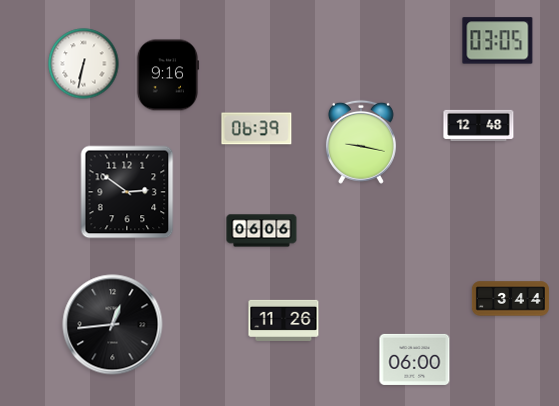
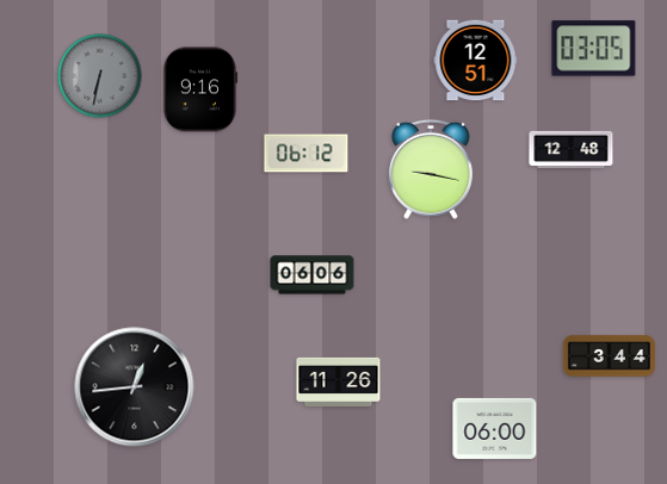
clock at (476, 61): none -> 12:51
clock at (84, 64) dial: white -> grey
clock at (257, 129): 06:39 -> 06:12
clock at (127, 192): 2:51 -> none
